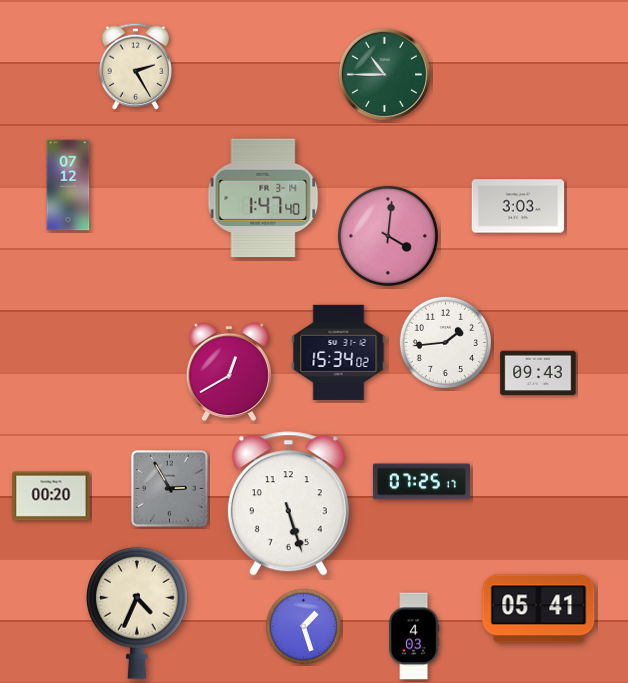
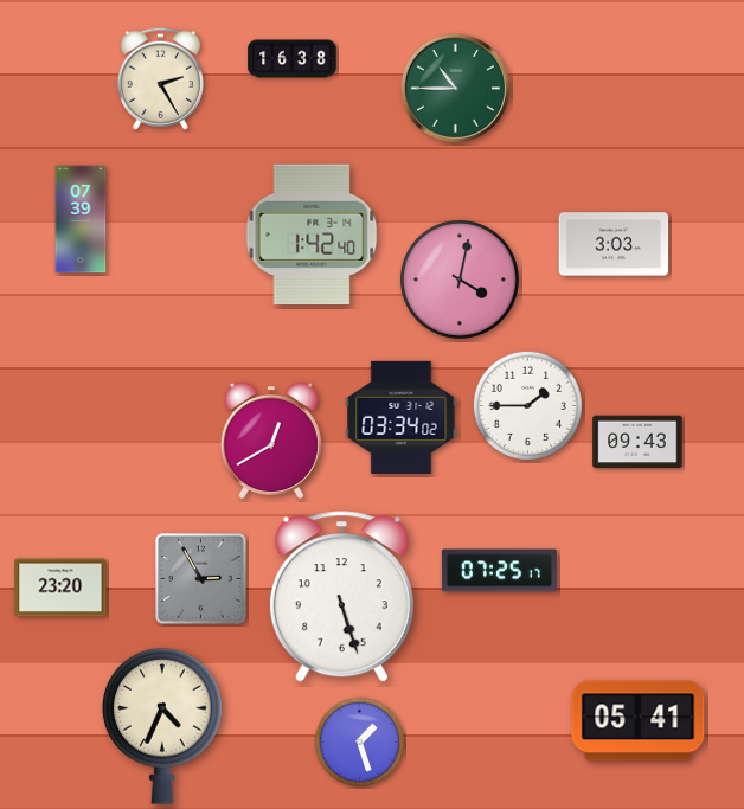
clock at (293, 59): none -> 16:38
clock at (68, 185): 07:12 -> 07:39
clock at (263, 198): 1:47 -> 1:42
clock at (388, 236): 4:01 -> 4:02
clock at (445, 342): 1:44 -> 1:45
clock at (339, 352): 15:34 -> 03:34
clock at (51, 496): 00:20 -> 23:20
clock at (414, 636): 4:03 -> none
